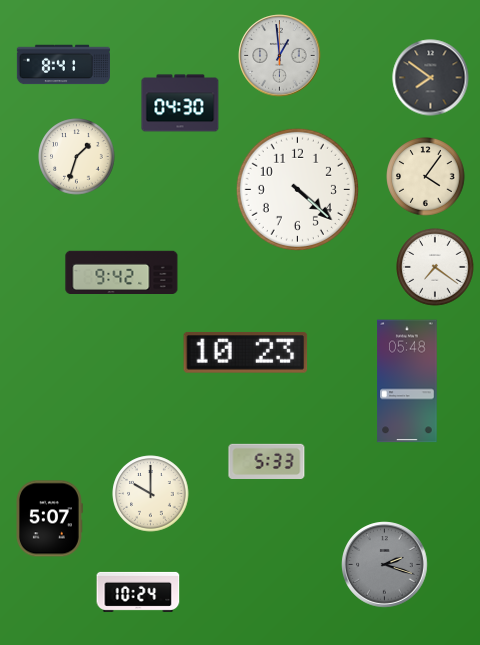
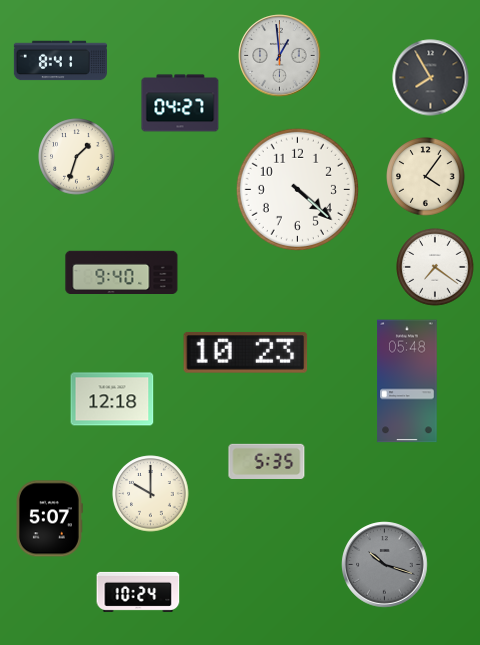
clock at (63, 65) position: (63, 65) -> (60, 61)
clock at (431, 78): 7:51 -> 7:55
clock at (180, 103): 04:30 -> 04:27
clock at (122, 273): 9:42 -> 9:40
clock at (112, 399): none -> 12:18
clock at (267, 461): 5:33 -> 5:35
clock at (385, 565): 2:18 -> 10:18
